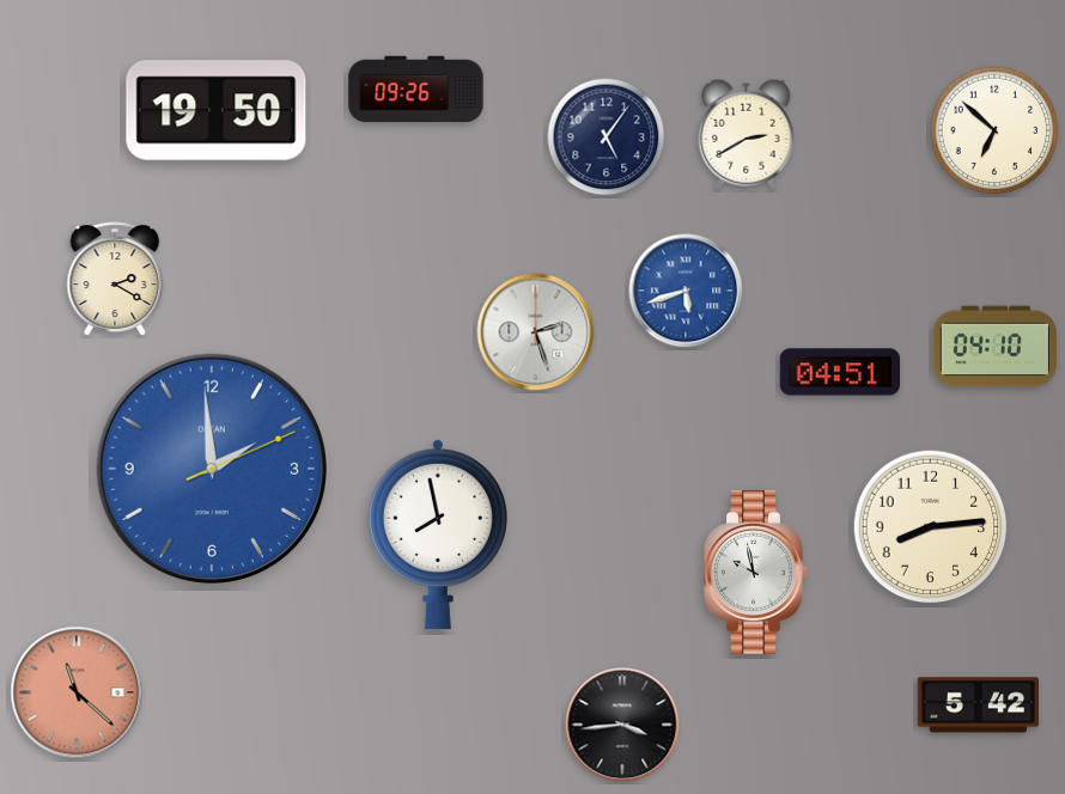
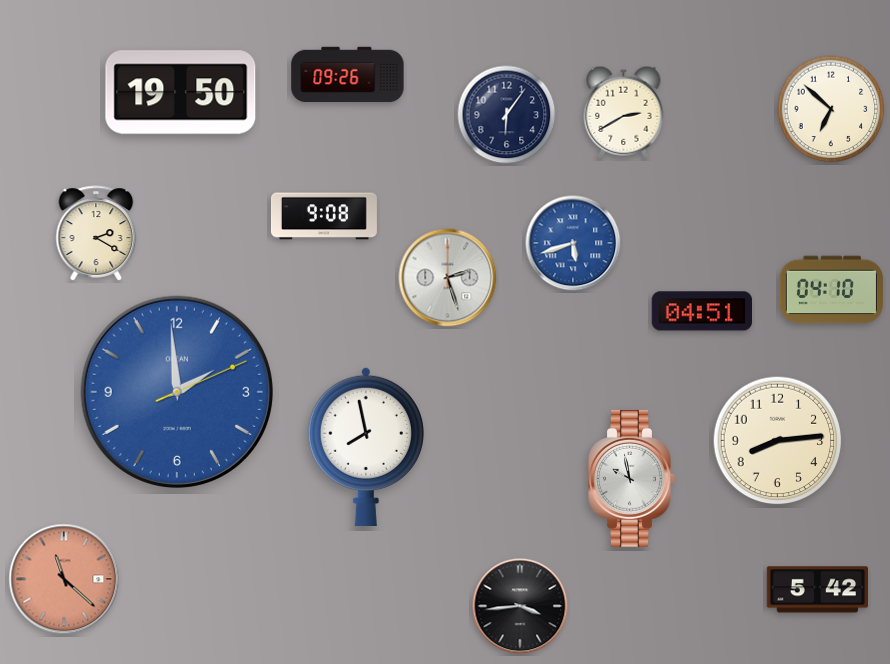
clock at (607, 138): 5:06 -> 6:06
clock at (324, 216): none -> 9:08
